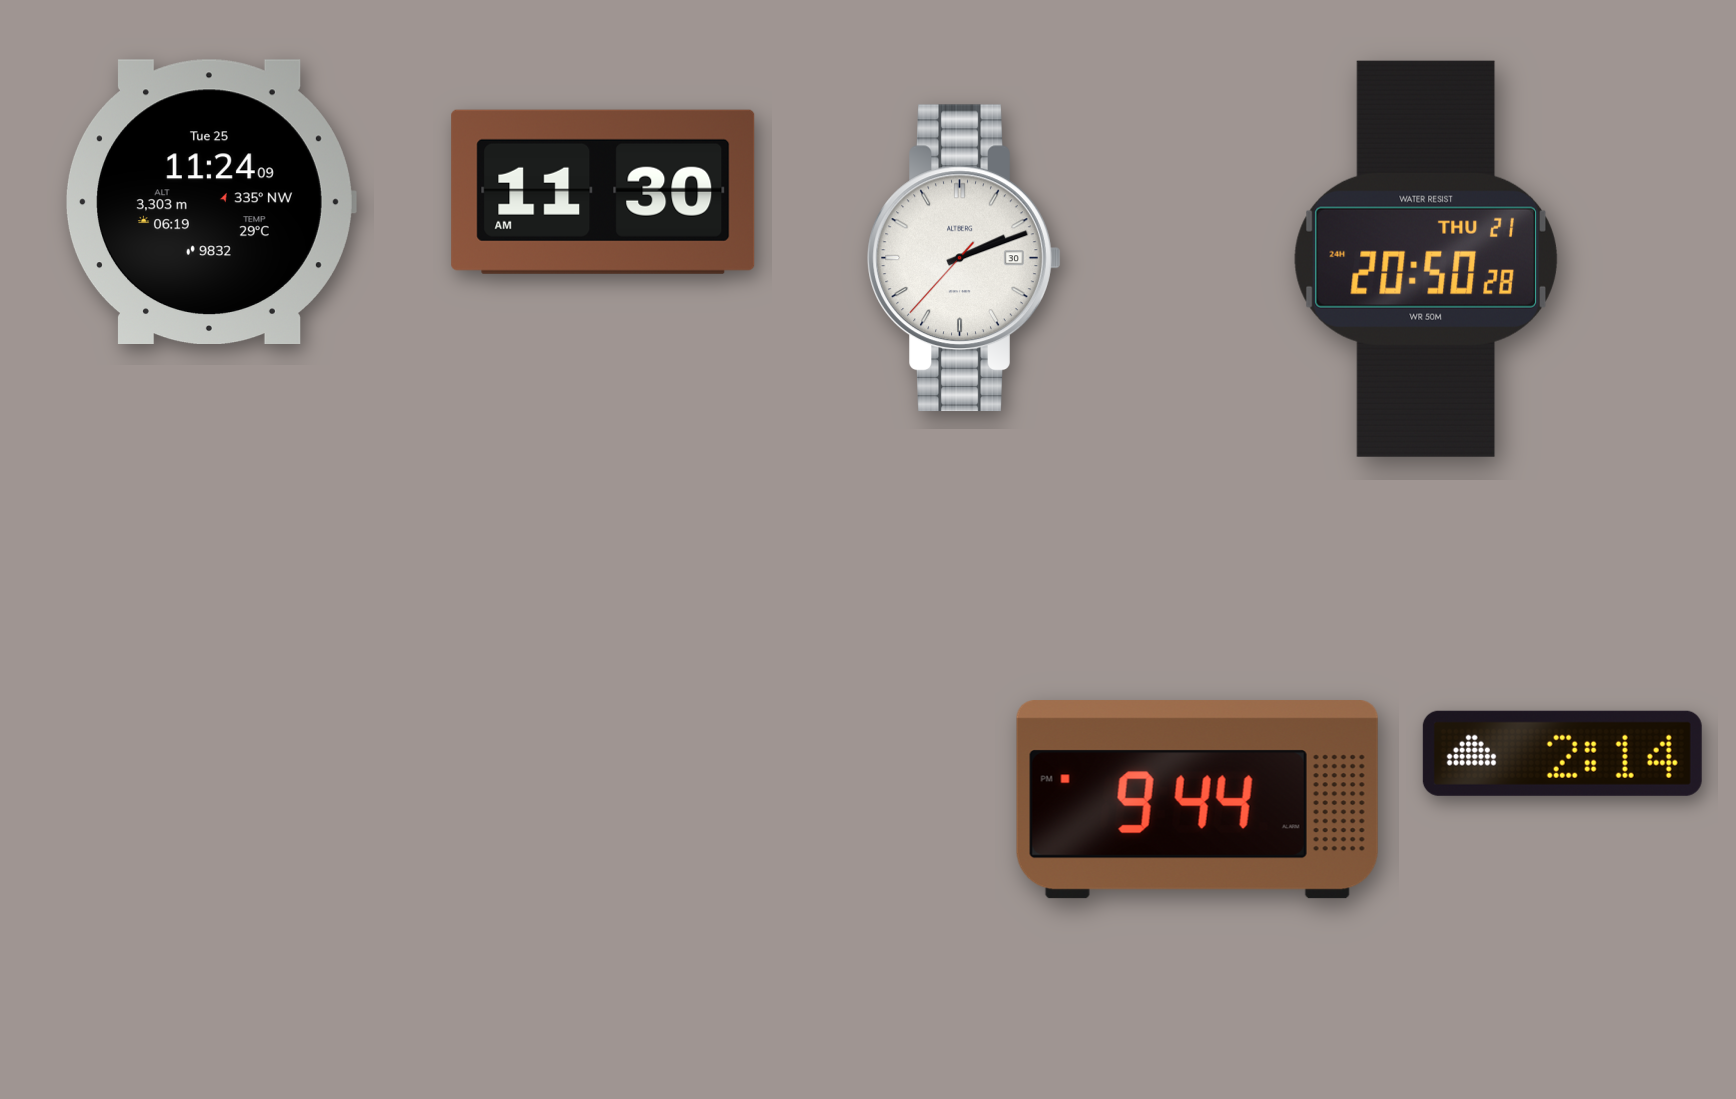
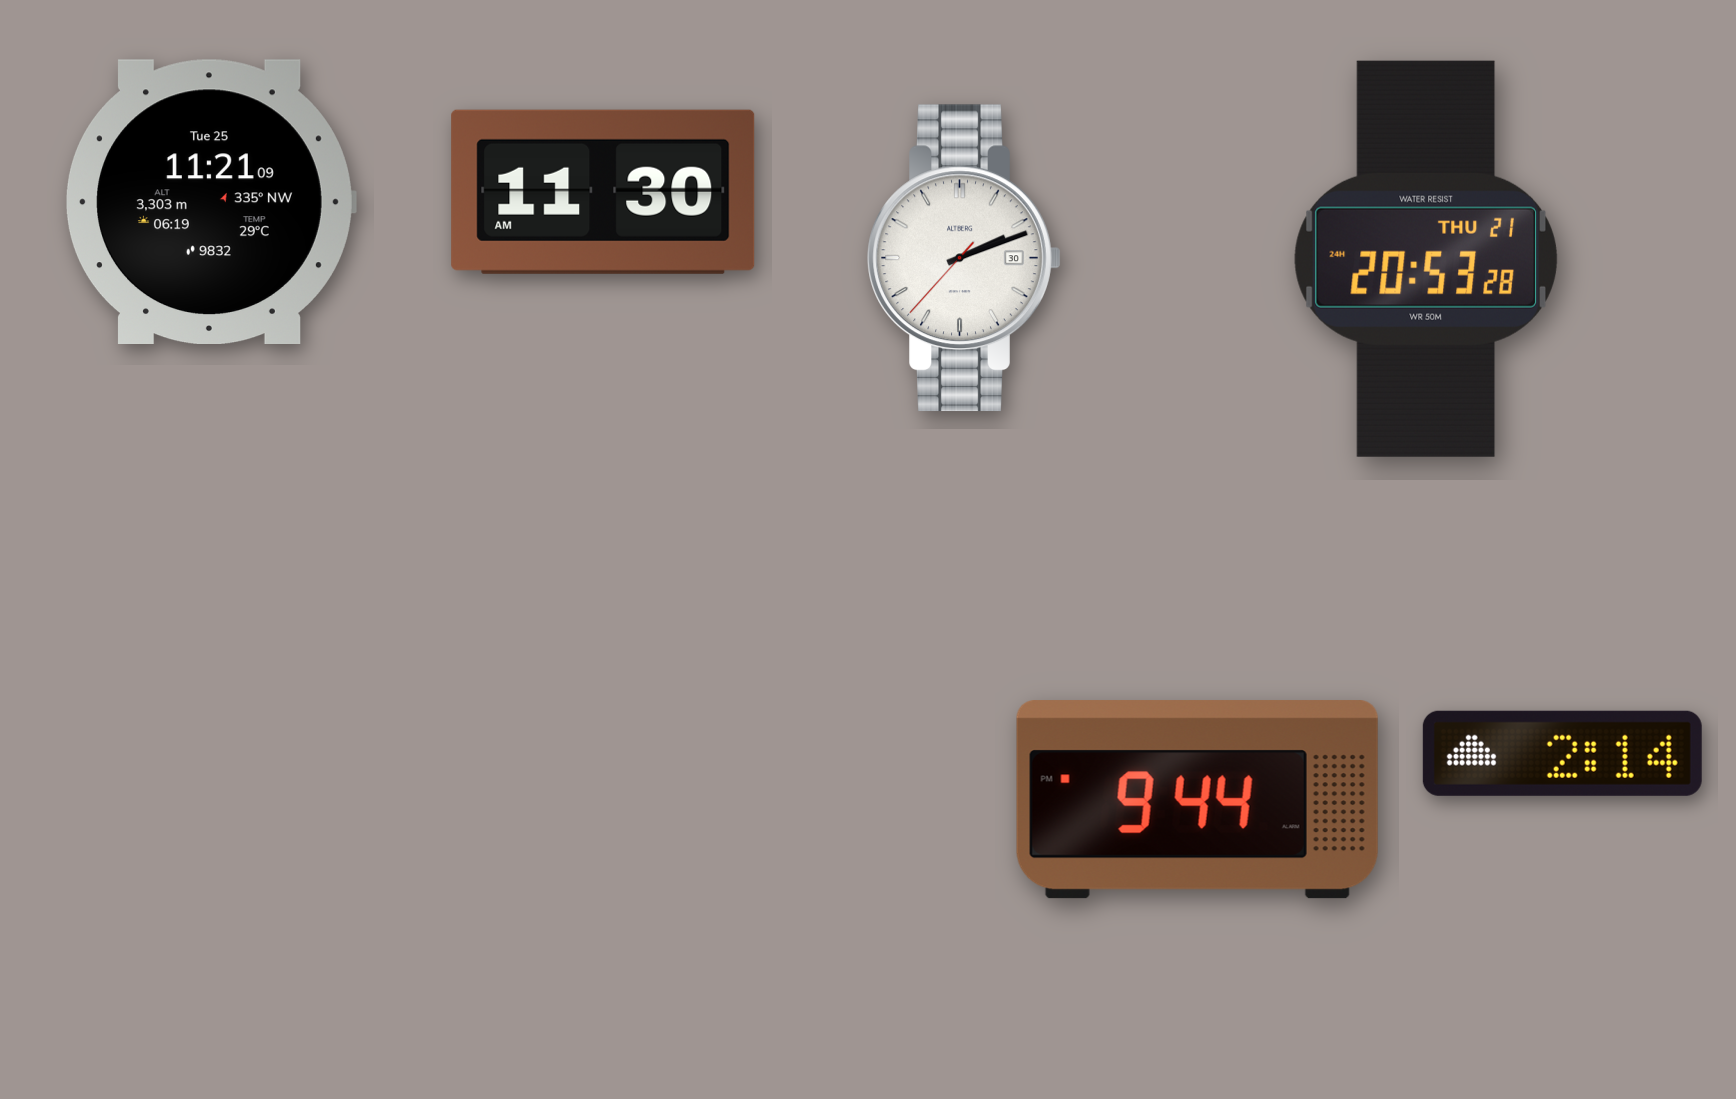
clock at (211, 201): 11:24 -> 11:21
clock at (1426, 259): 20:50 -> 20:53
